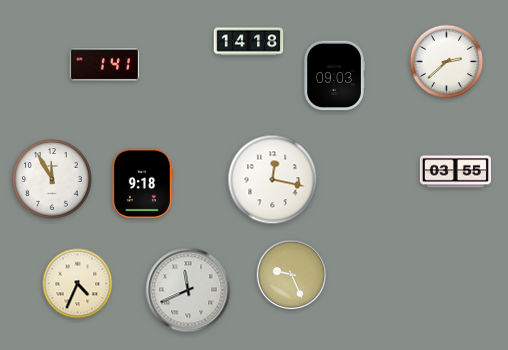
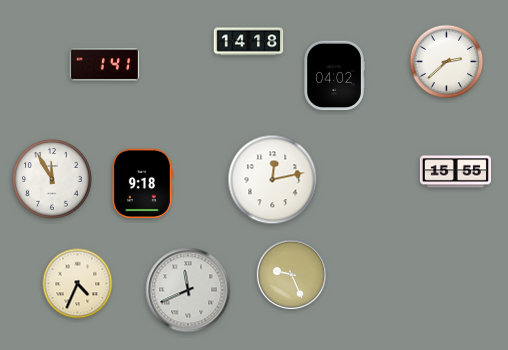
clock at (334, 76): 09:03 -> 04:02
clock at (455, 172): 03:55 -> 15:55
clock at (273, 180): 12:17 -> 12:13
